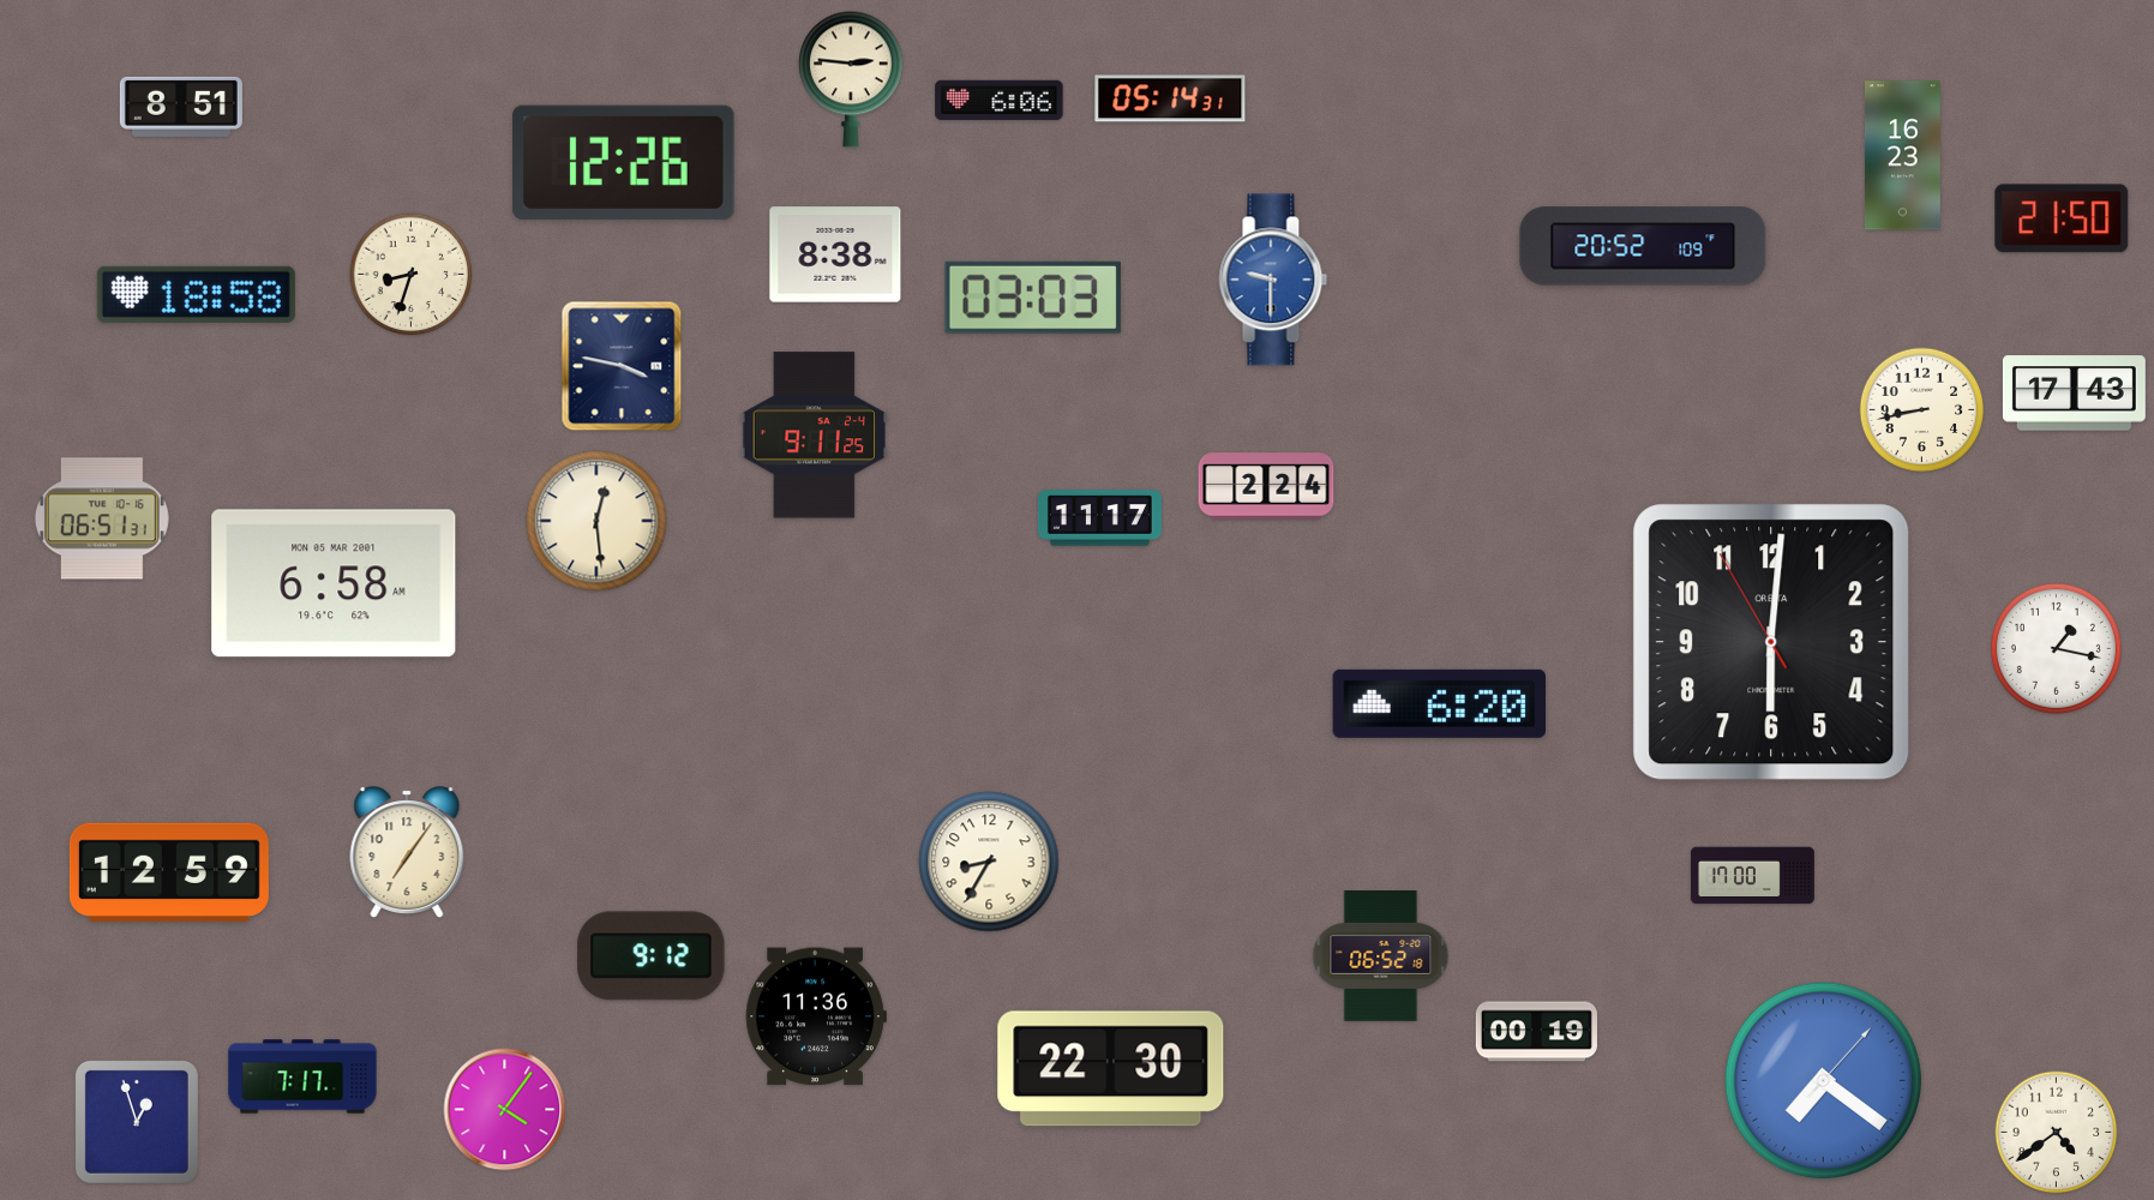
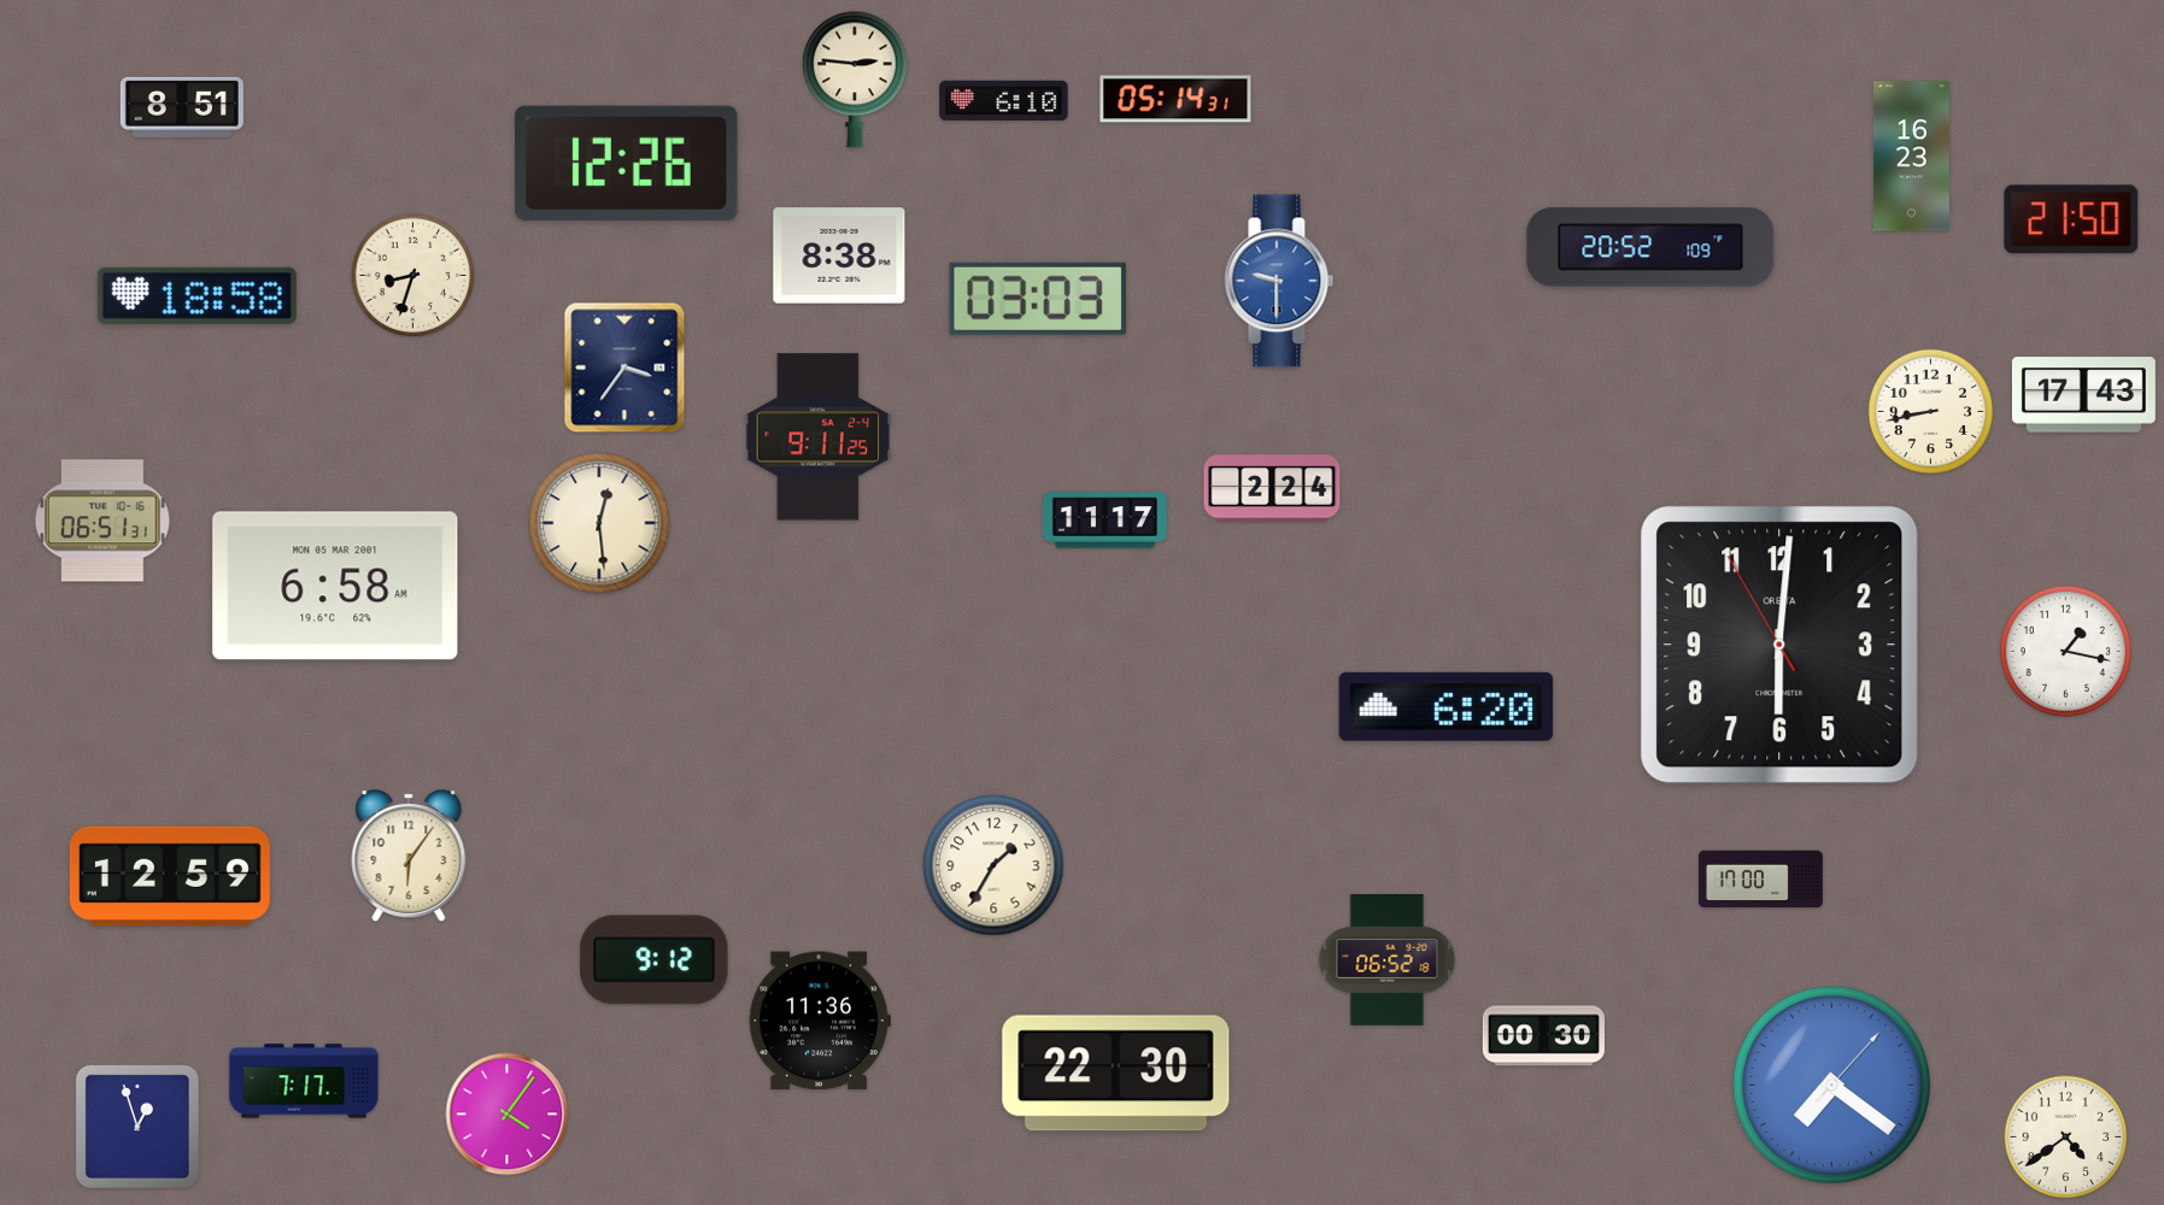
clock at (1000, 100): 6:06 -> 6:10
clock at (622, 366): 3:47 -> 3:36
clock at (407, 852): 7:06 -> 6:06
clock at (989, 862): 8:35 -> 1:35
clock at (1536, 1032): 00:19 -> 00:30
